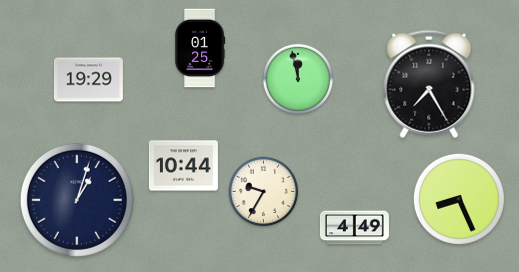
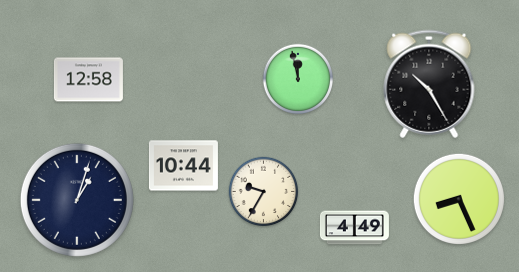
clock at (200, 48): 01:25 -> none
clock at (88, 80): 19:29 -> 12:58
clock at (429, 84): 7:25 -> 10:25
